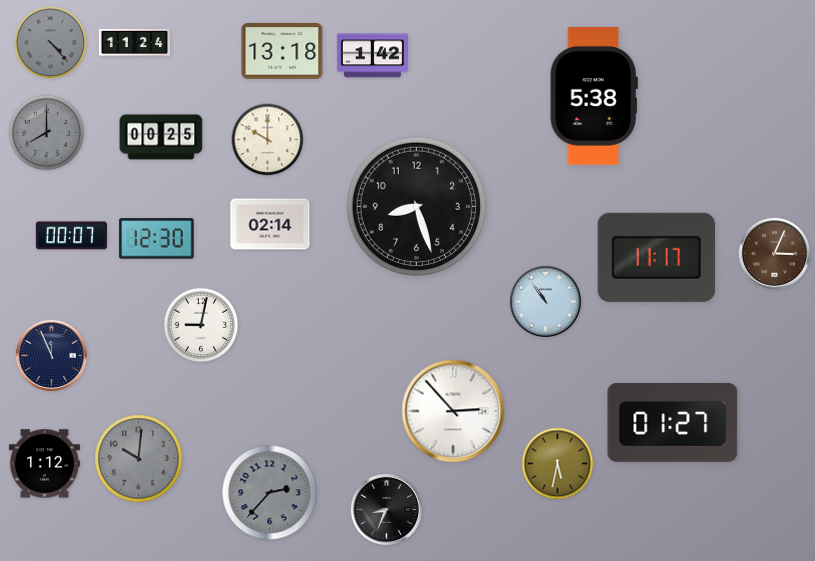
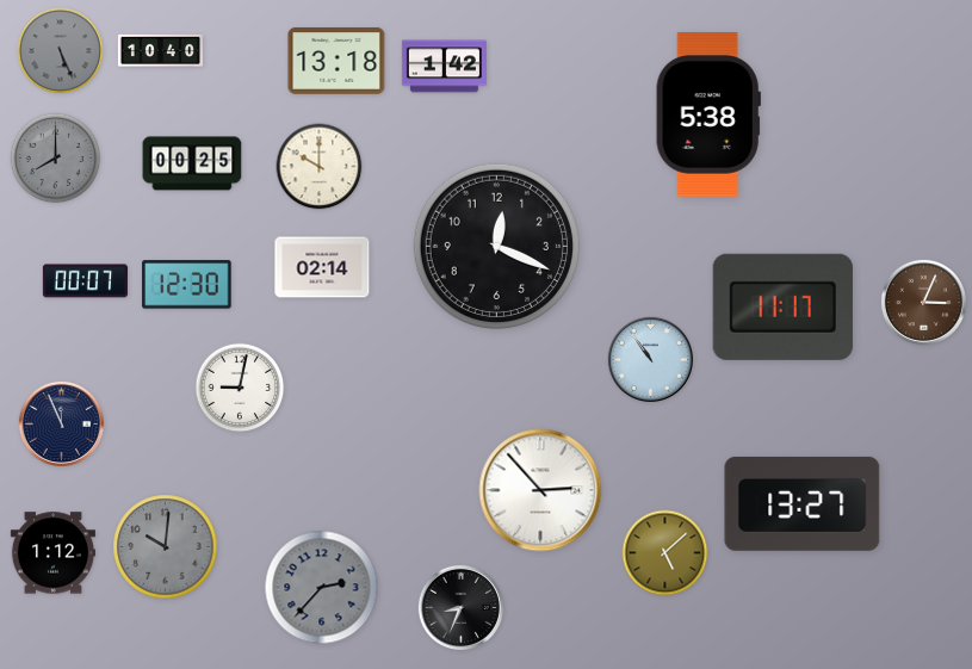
clock at (134, 42): 11:24 -> 10:40
clock at (51, 43): 4:23 -> 5:26
clock at (416, 206): 8:27 -> 12:19
clock at (673, 422): 01:27 -> 13:27
clock at (558, 464): 5:32 -> 5:08
